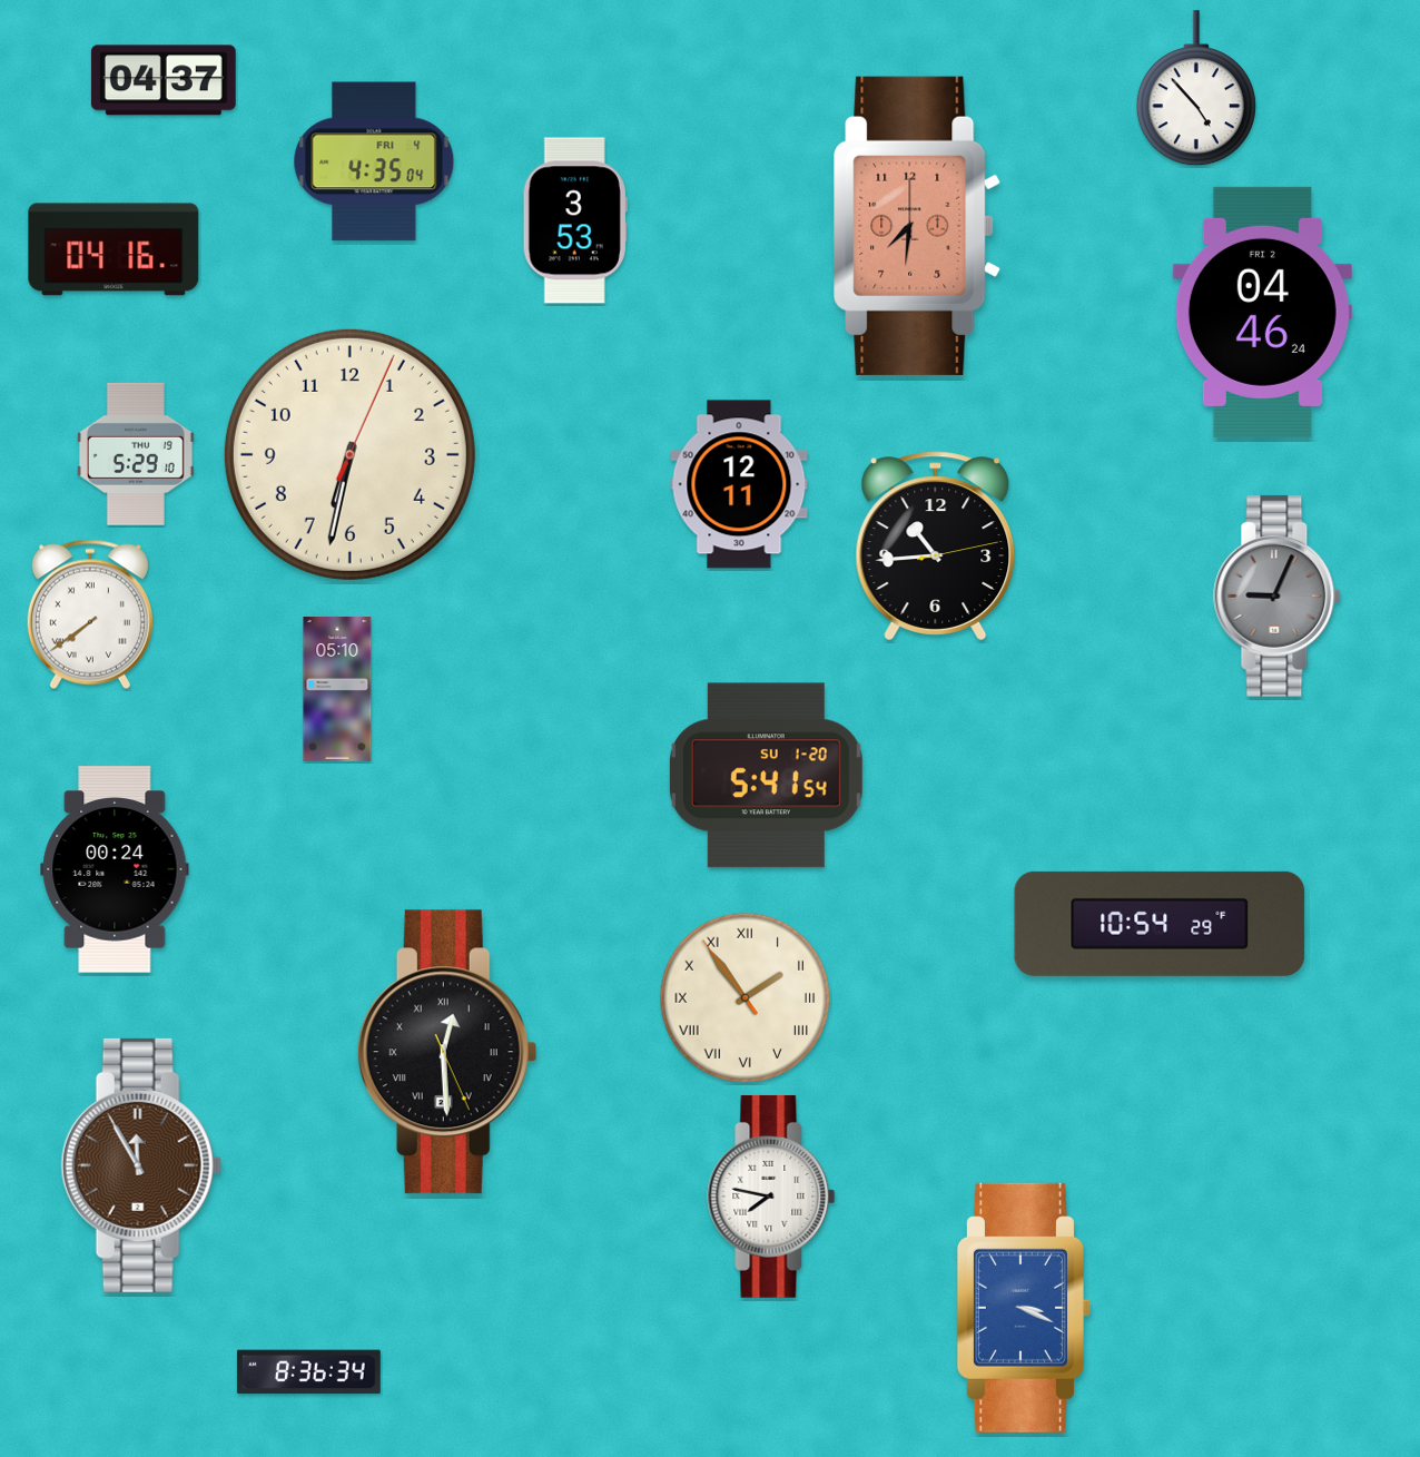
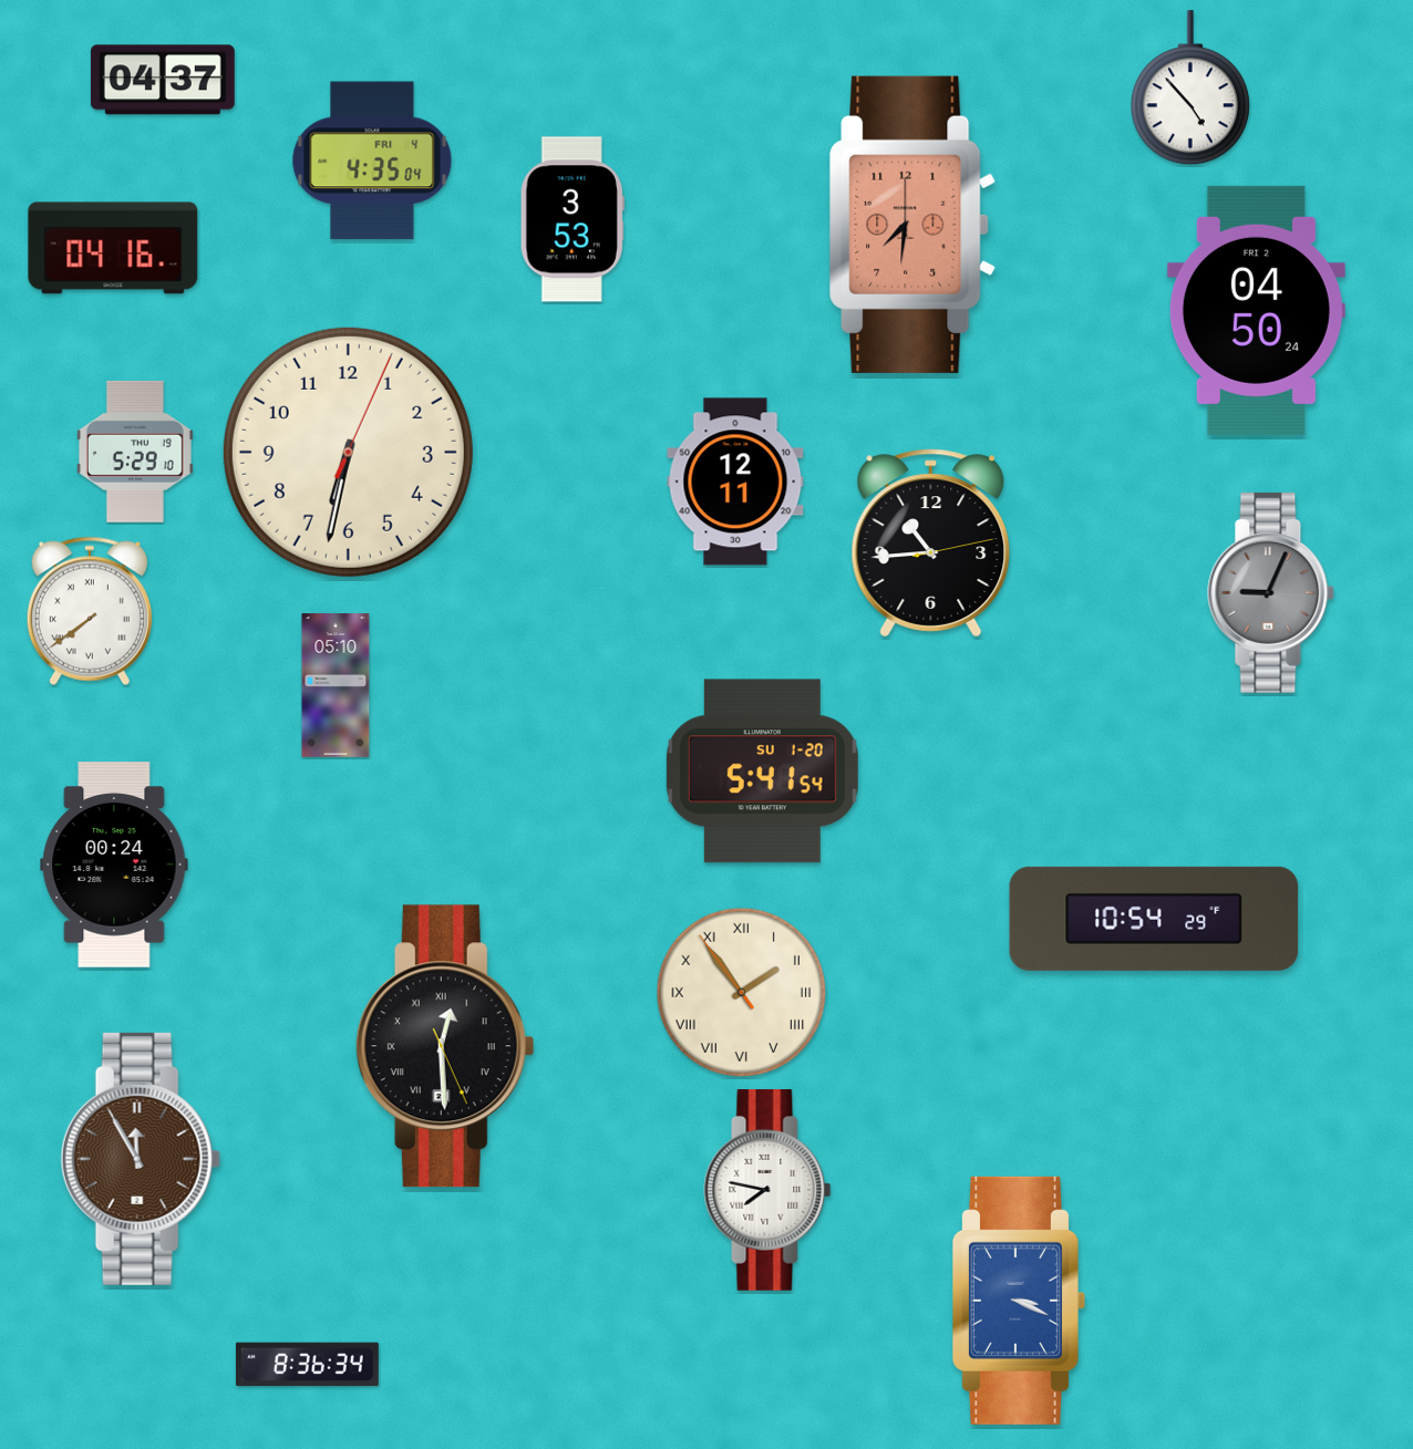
clock at (1262, 312): 04:46 -> 04:50
